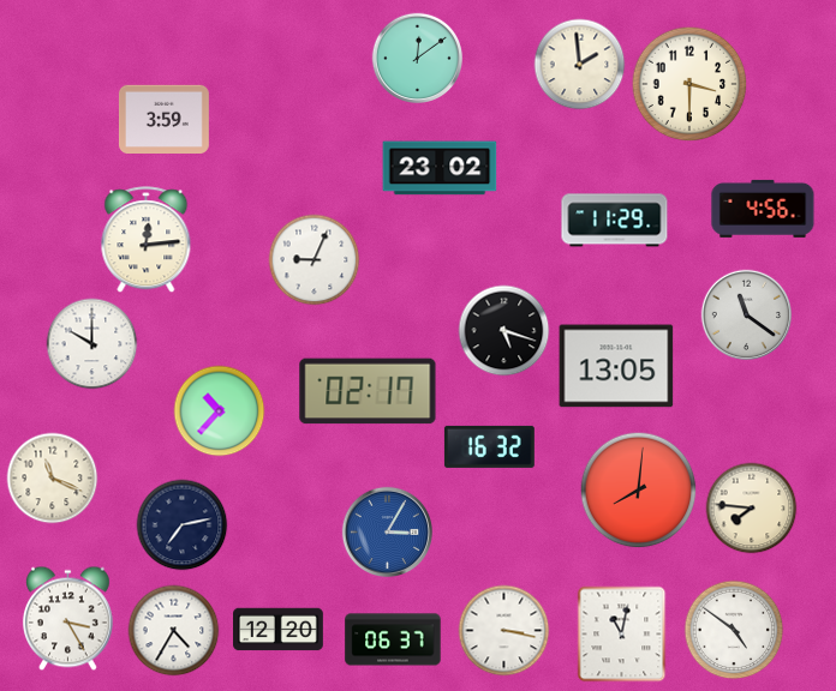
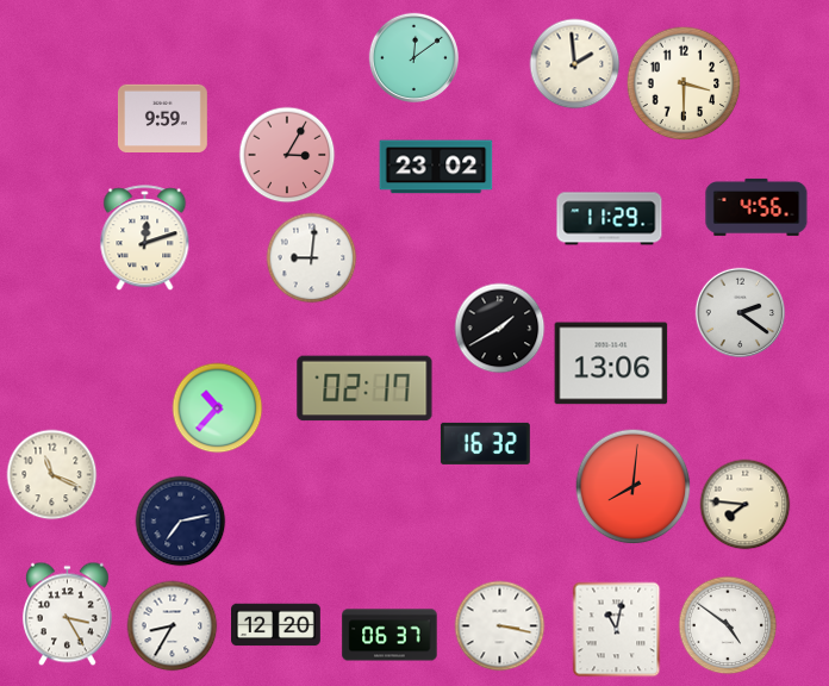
clock at (163, 119): 3:59 -> 9:59
clock at (287, 155): none -> 3:05
clock at (147, 240): 12:14 -> 12:12
clock at (315, 260): 9:04 -> 9:01
clock at (747, 316): 11:21 -> 2:21
clock at (504, 331): 5:18 -> 1:40
clock at (92, 344): 10:00 -> none
clock at (616, 366): 13:05 -> 13:06
clock at (388, 533): 3:05 -> none
clock at (174, 631): 4:35 -> 8:35
